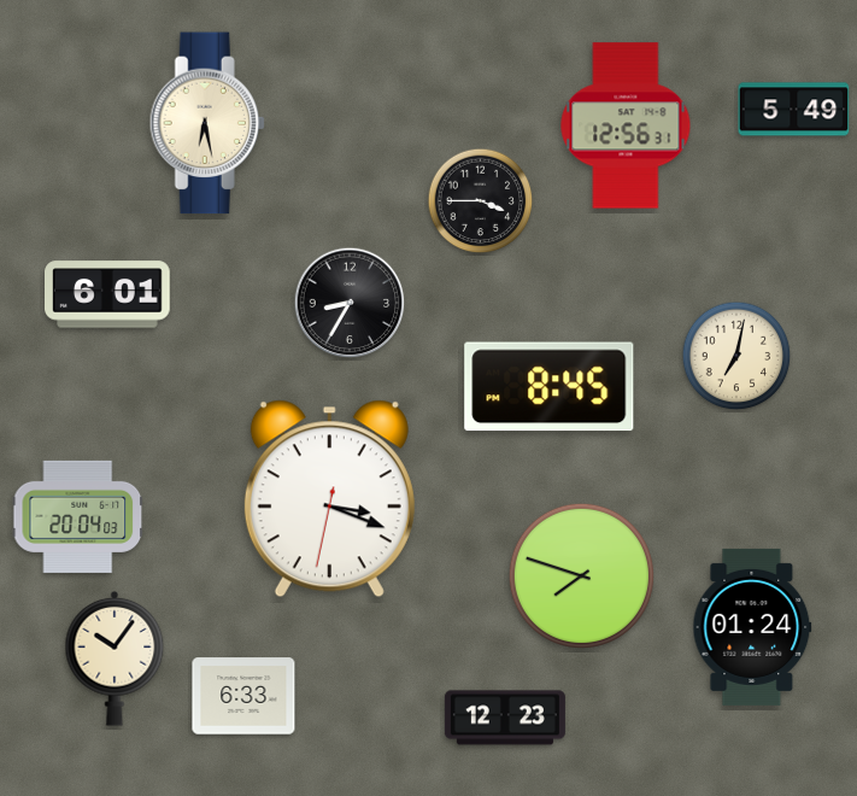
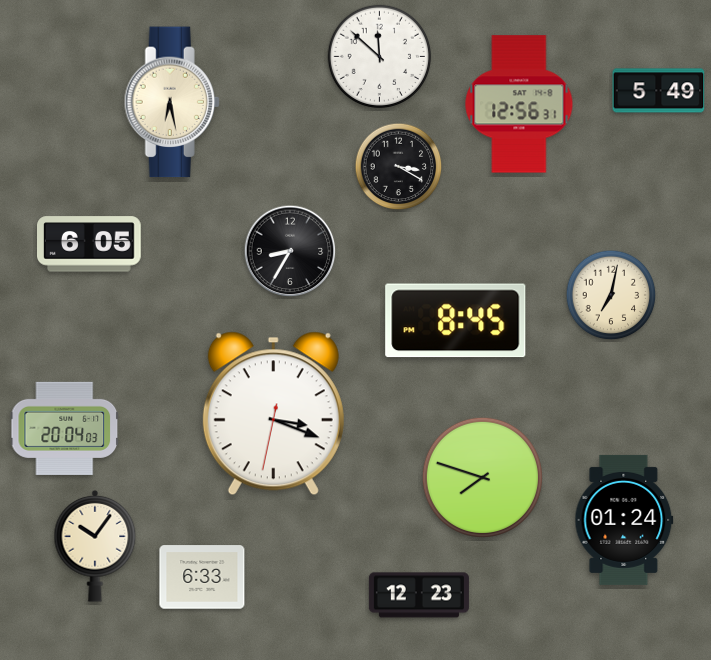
clock at (379, 56): none -> 11:52
clock at (481, 201): 3:45 -> 3:20
clock at (108, 294): 6:01 -> 6:05
